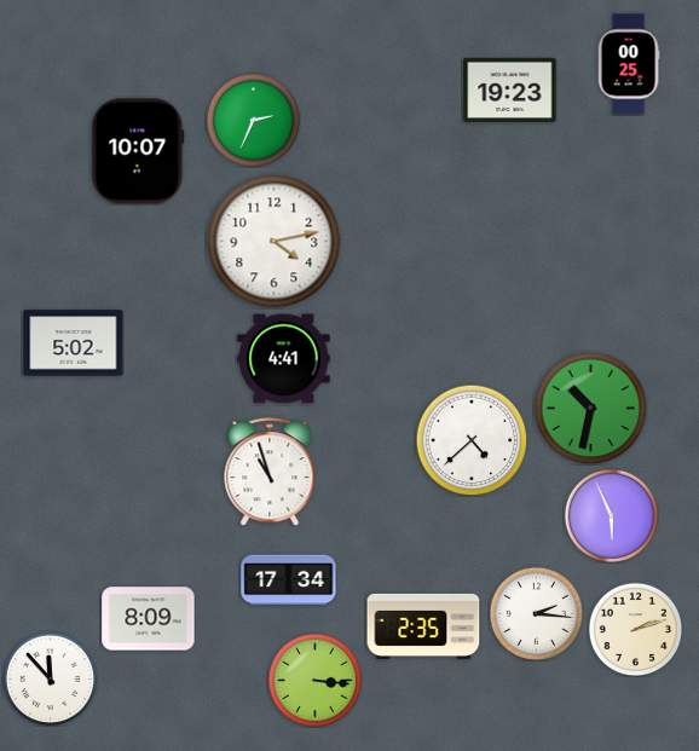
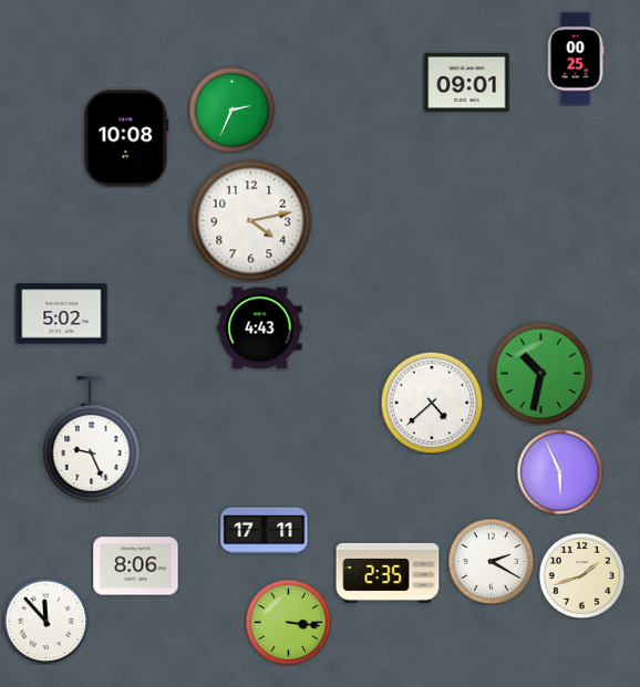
clock at (510, 89): 19:23 -> 09:01
clock at (138, 151): 10:07 -> 10:08
clock at (74, 343) position: (74, 343) -> (62, 314)
clock at (284, 359): 4:41 -> 4:43
clock at (270, 472): 10:57 -> none
clock at (92, 439): none -> 9:26
clock at (289, 580): 17:34 -> 17:11
clock at (536, 613): 2:16 -> 2:20
clock at (149, 619): 8:09 -> 8:06
clock at (635, 629): 2:12 -> 1:42
